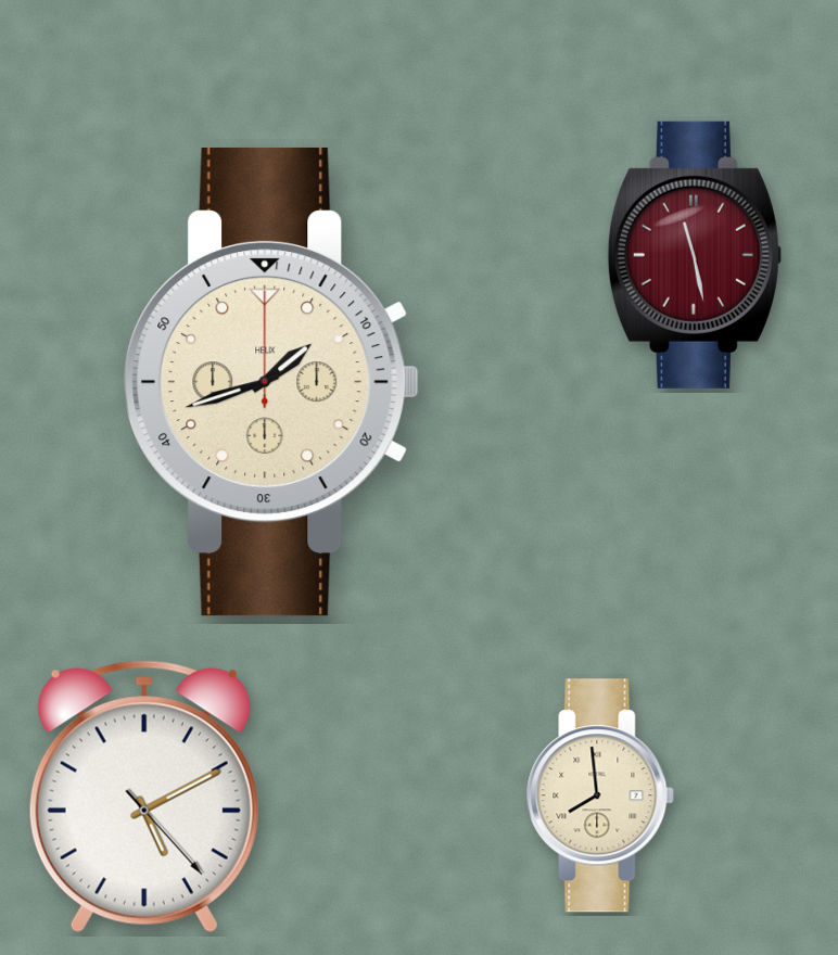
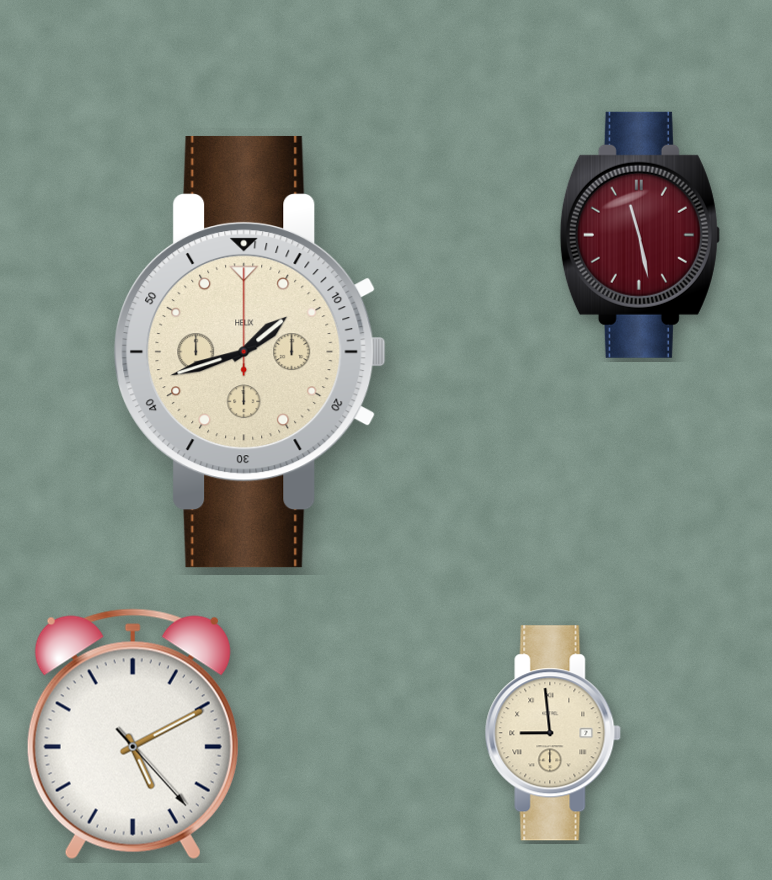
clock at (600, 795): 7:59 -> 8:59
